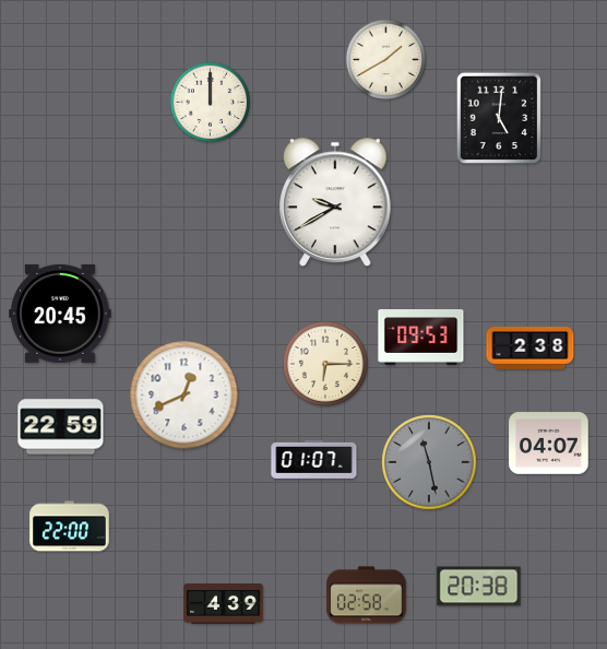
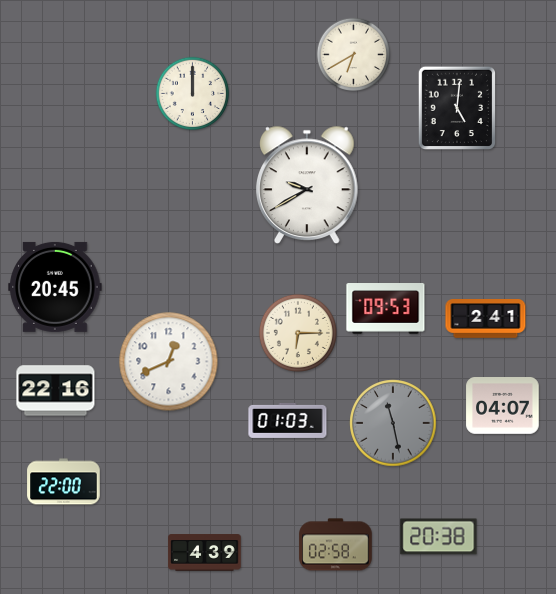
clock at (386, 60): 1:40 -> 6:40
clock at (531, 349): 2:38 -> 2:41
clock at (61, 427): 22:59 -> 22:16
clock at (314, 459): 01:07 -> 01:03
